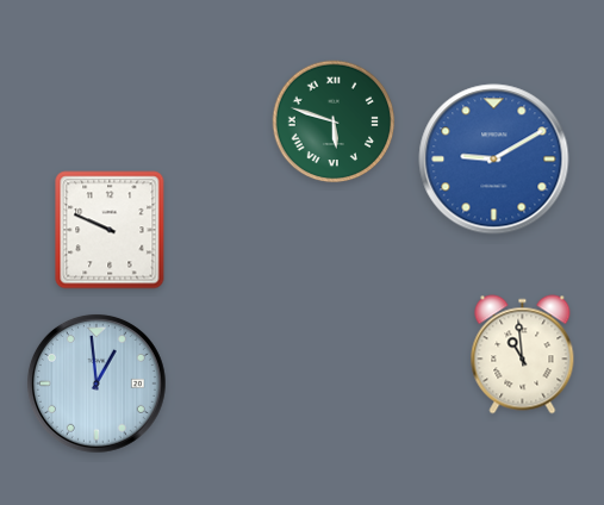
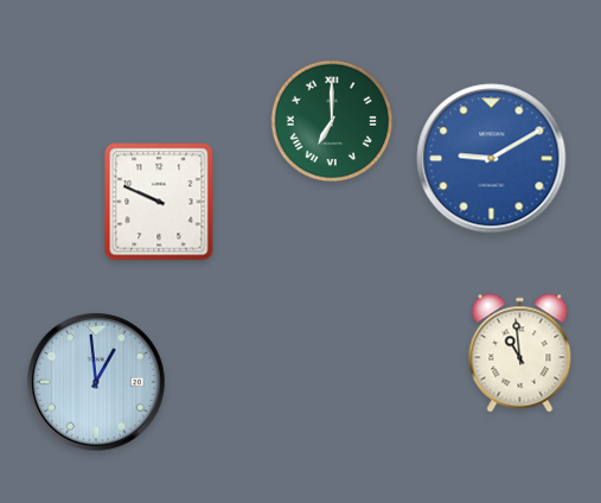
clock at (334, 121): 5:48 -> 7:00
clock at (110, 230) position: (110, 230) -> (159, 202)
